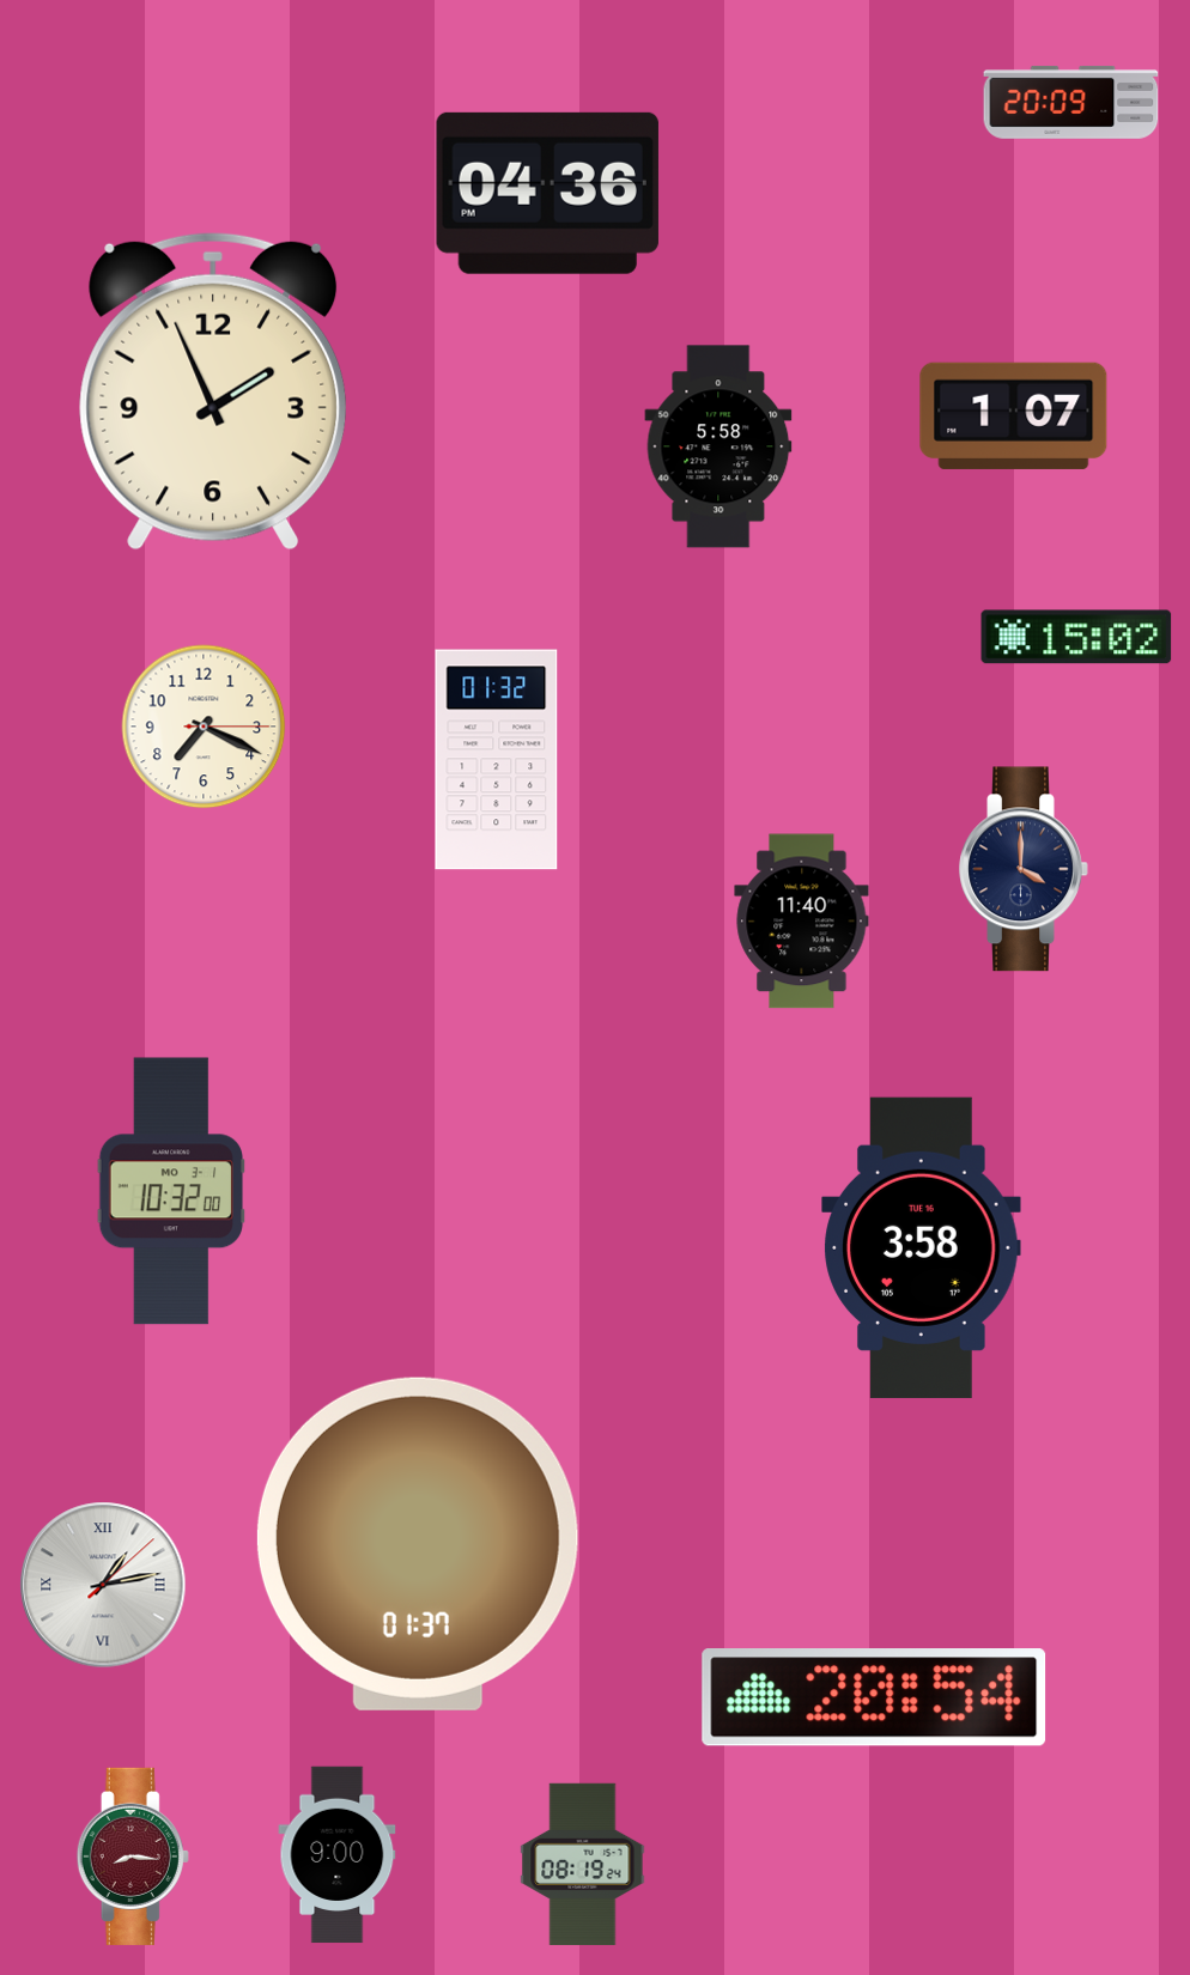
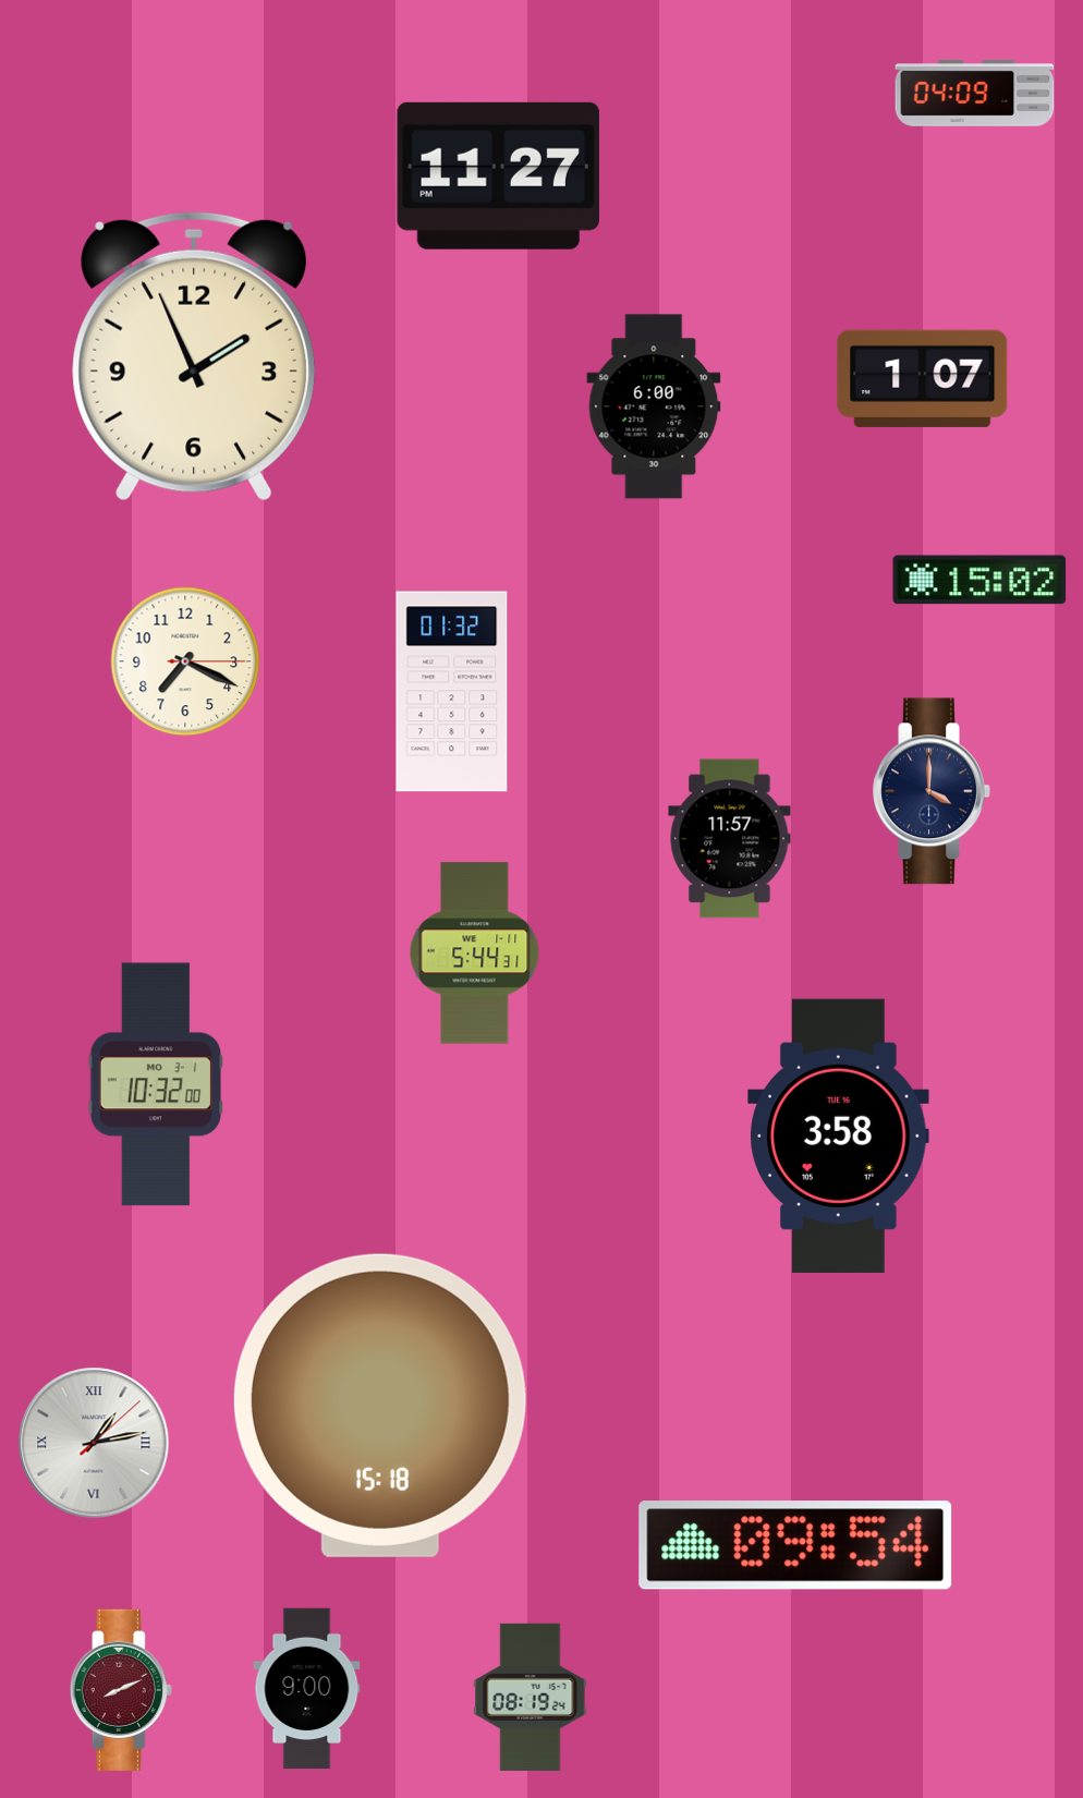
clock at (1071, 102): 20:09 -> 04:09
clock at (547, 193): 04:36 -> 11:27
clock at (718, 446): 5:58 -> 6:00
clock at (802, 922): 11:40 -> 11:57
clock at (475, 953): none -> 5:44
clock at (418, 1544): 01:37 -> 15:18
clock at (874, 1697): 20:54 -> 09:54
clock at (133, 1856): 8:16 -> 8:11
